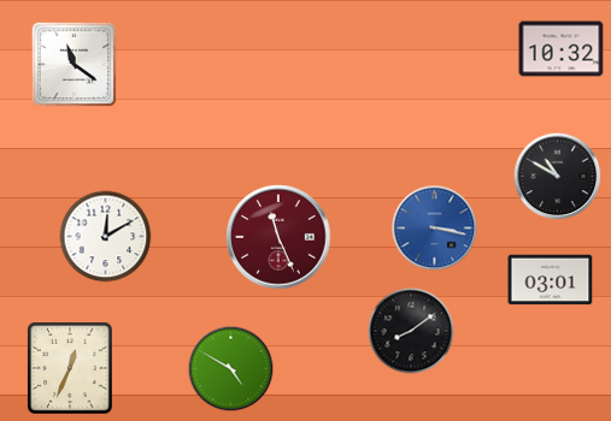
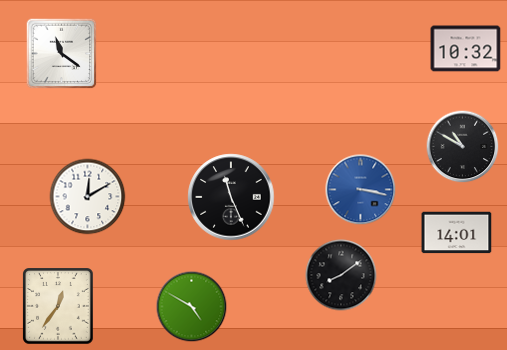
clock at (562, 49) position: (562, 49) -> (466, 49)
clock at (278, 237) dial: burgundy -> black
clock at (551, 280): 03:01 -> 14:01
clock at (71, 368): 12:34 -> 12:36
